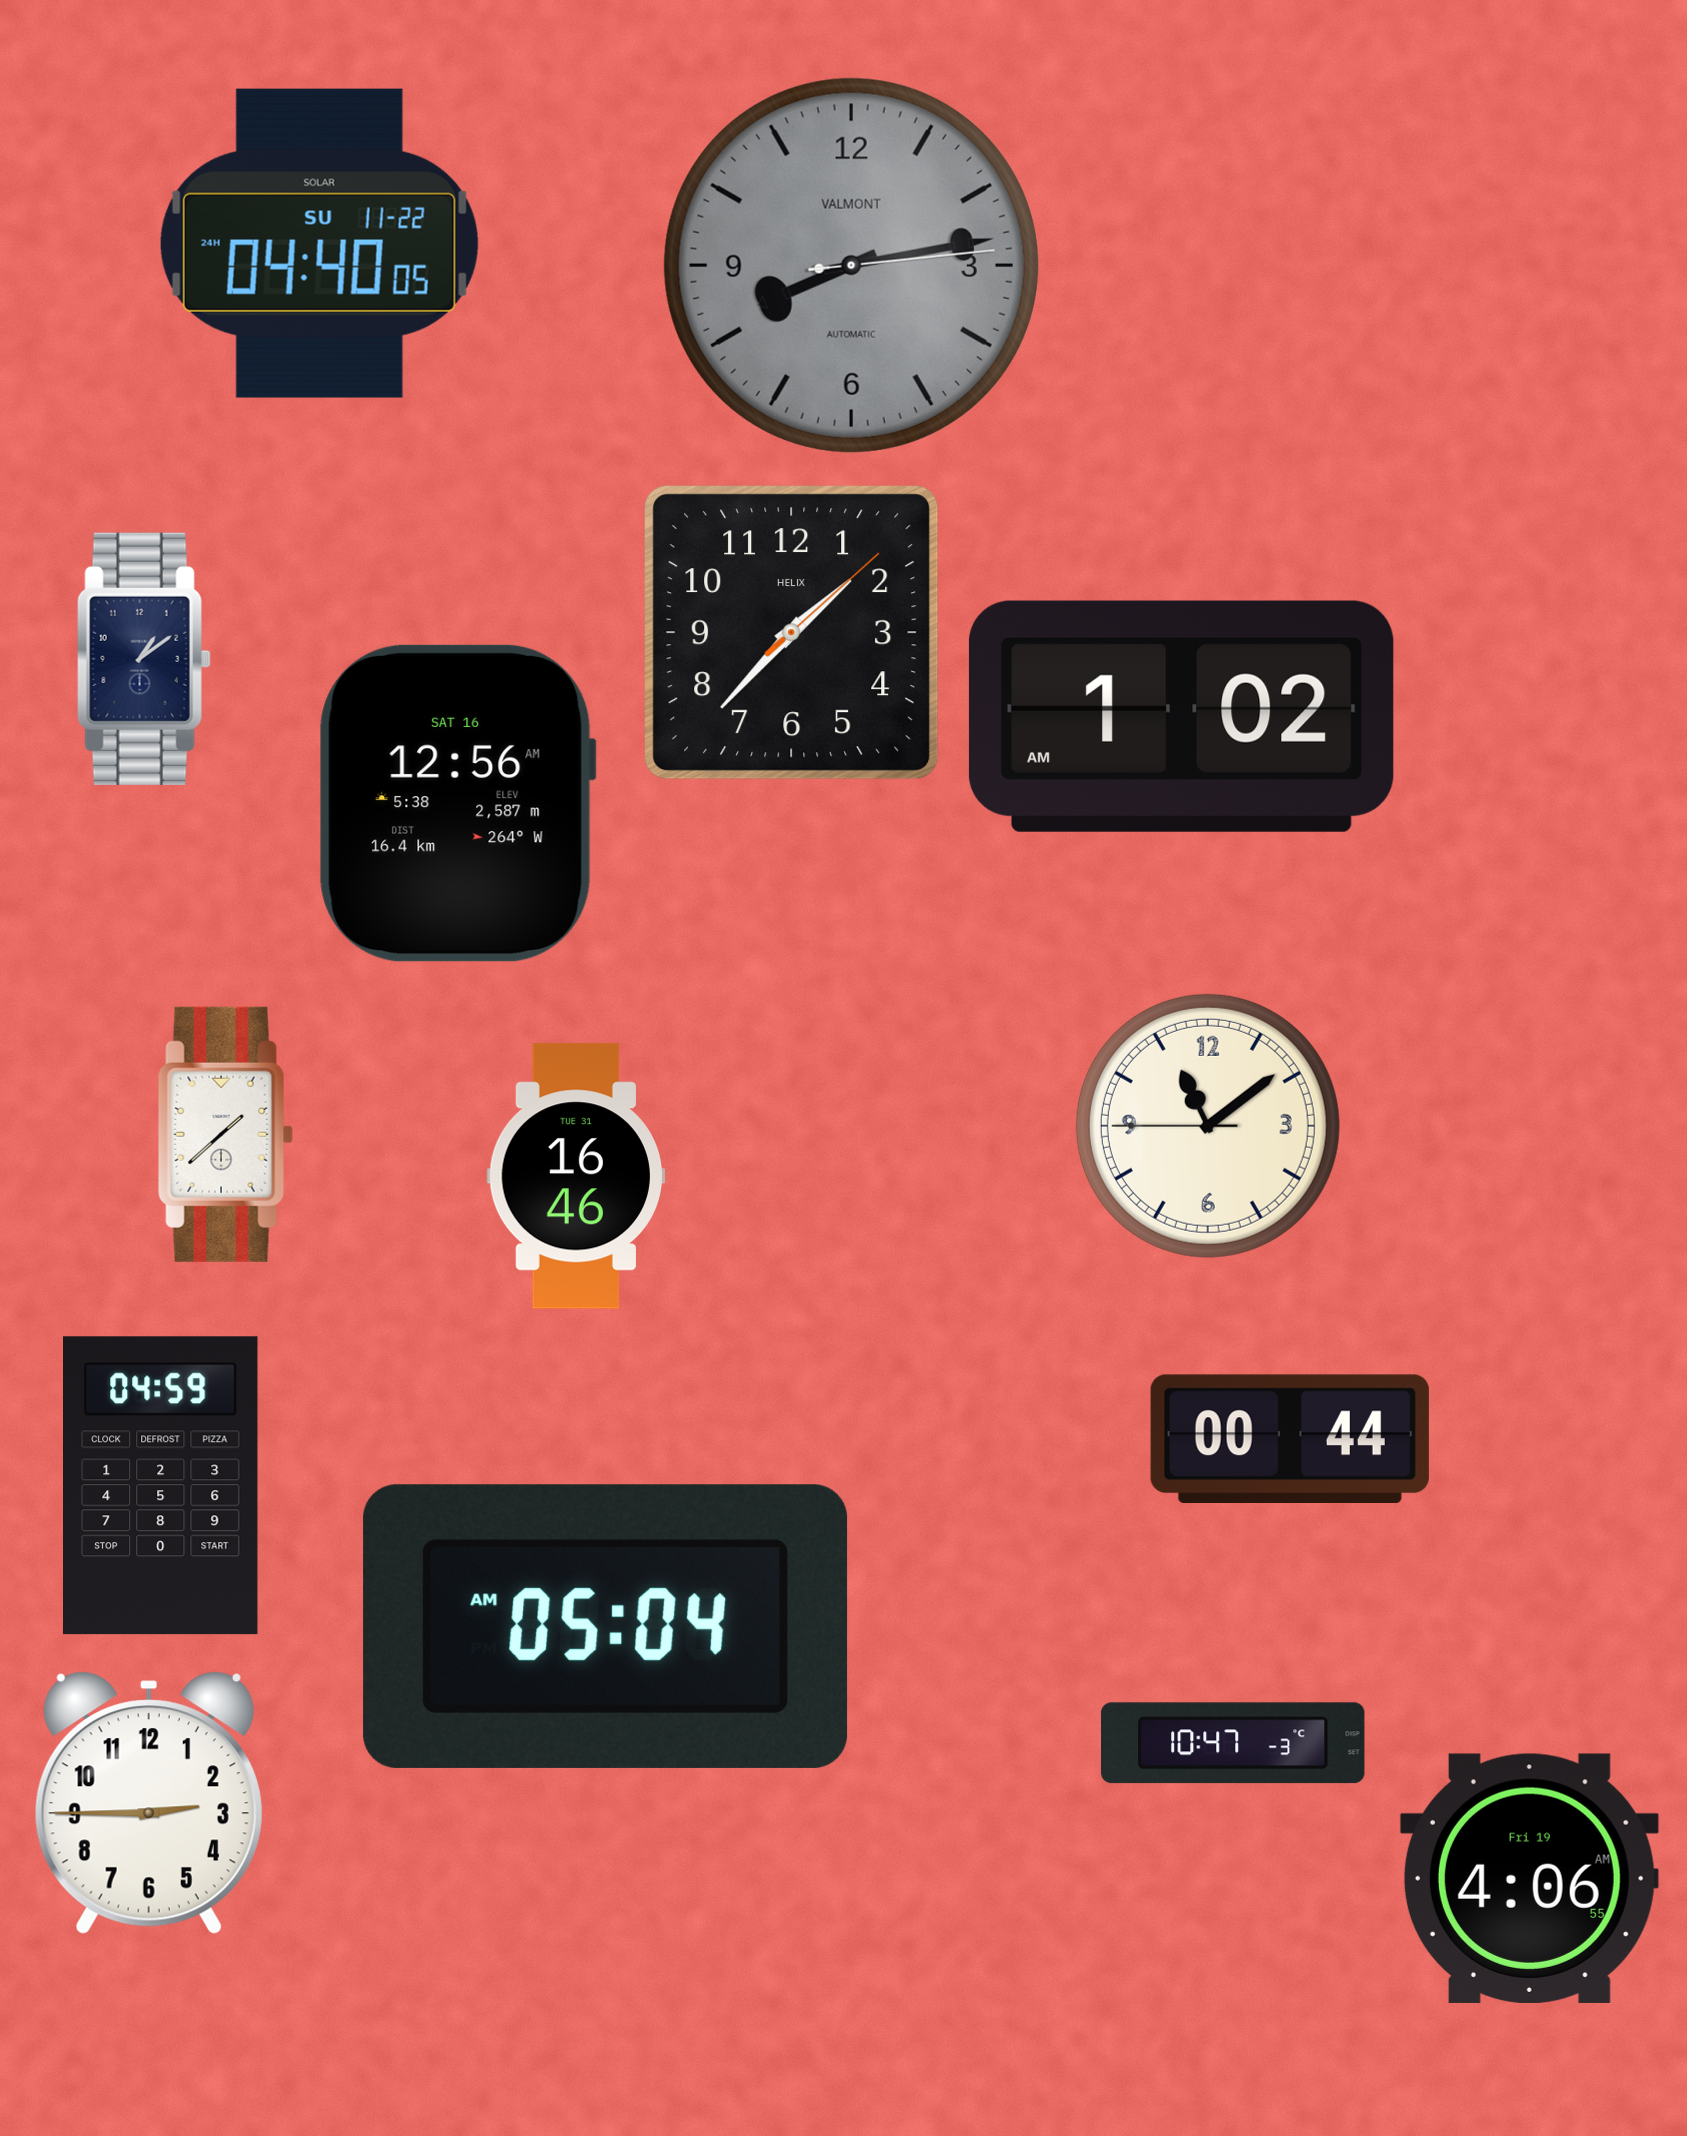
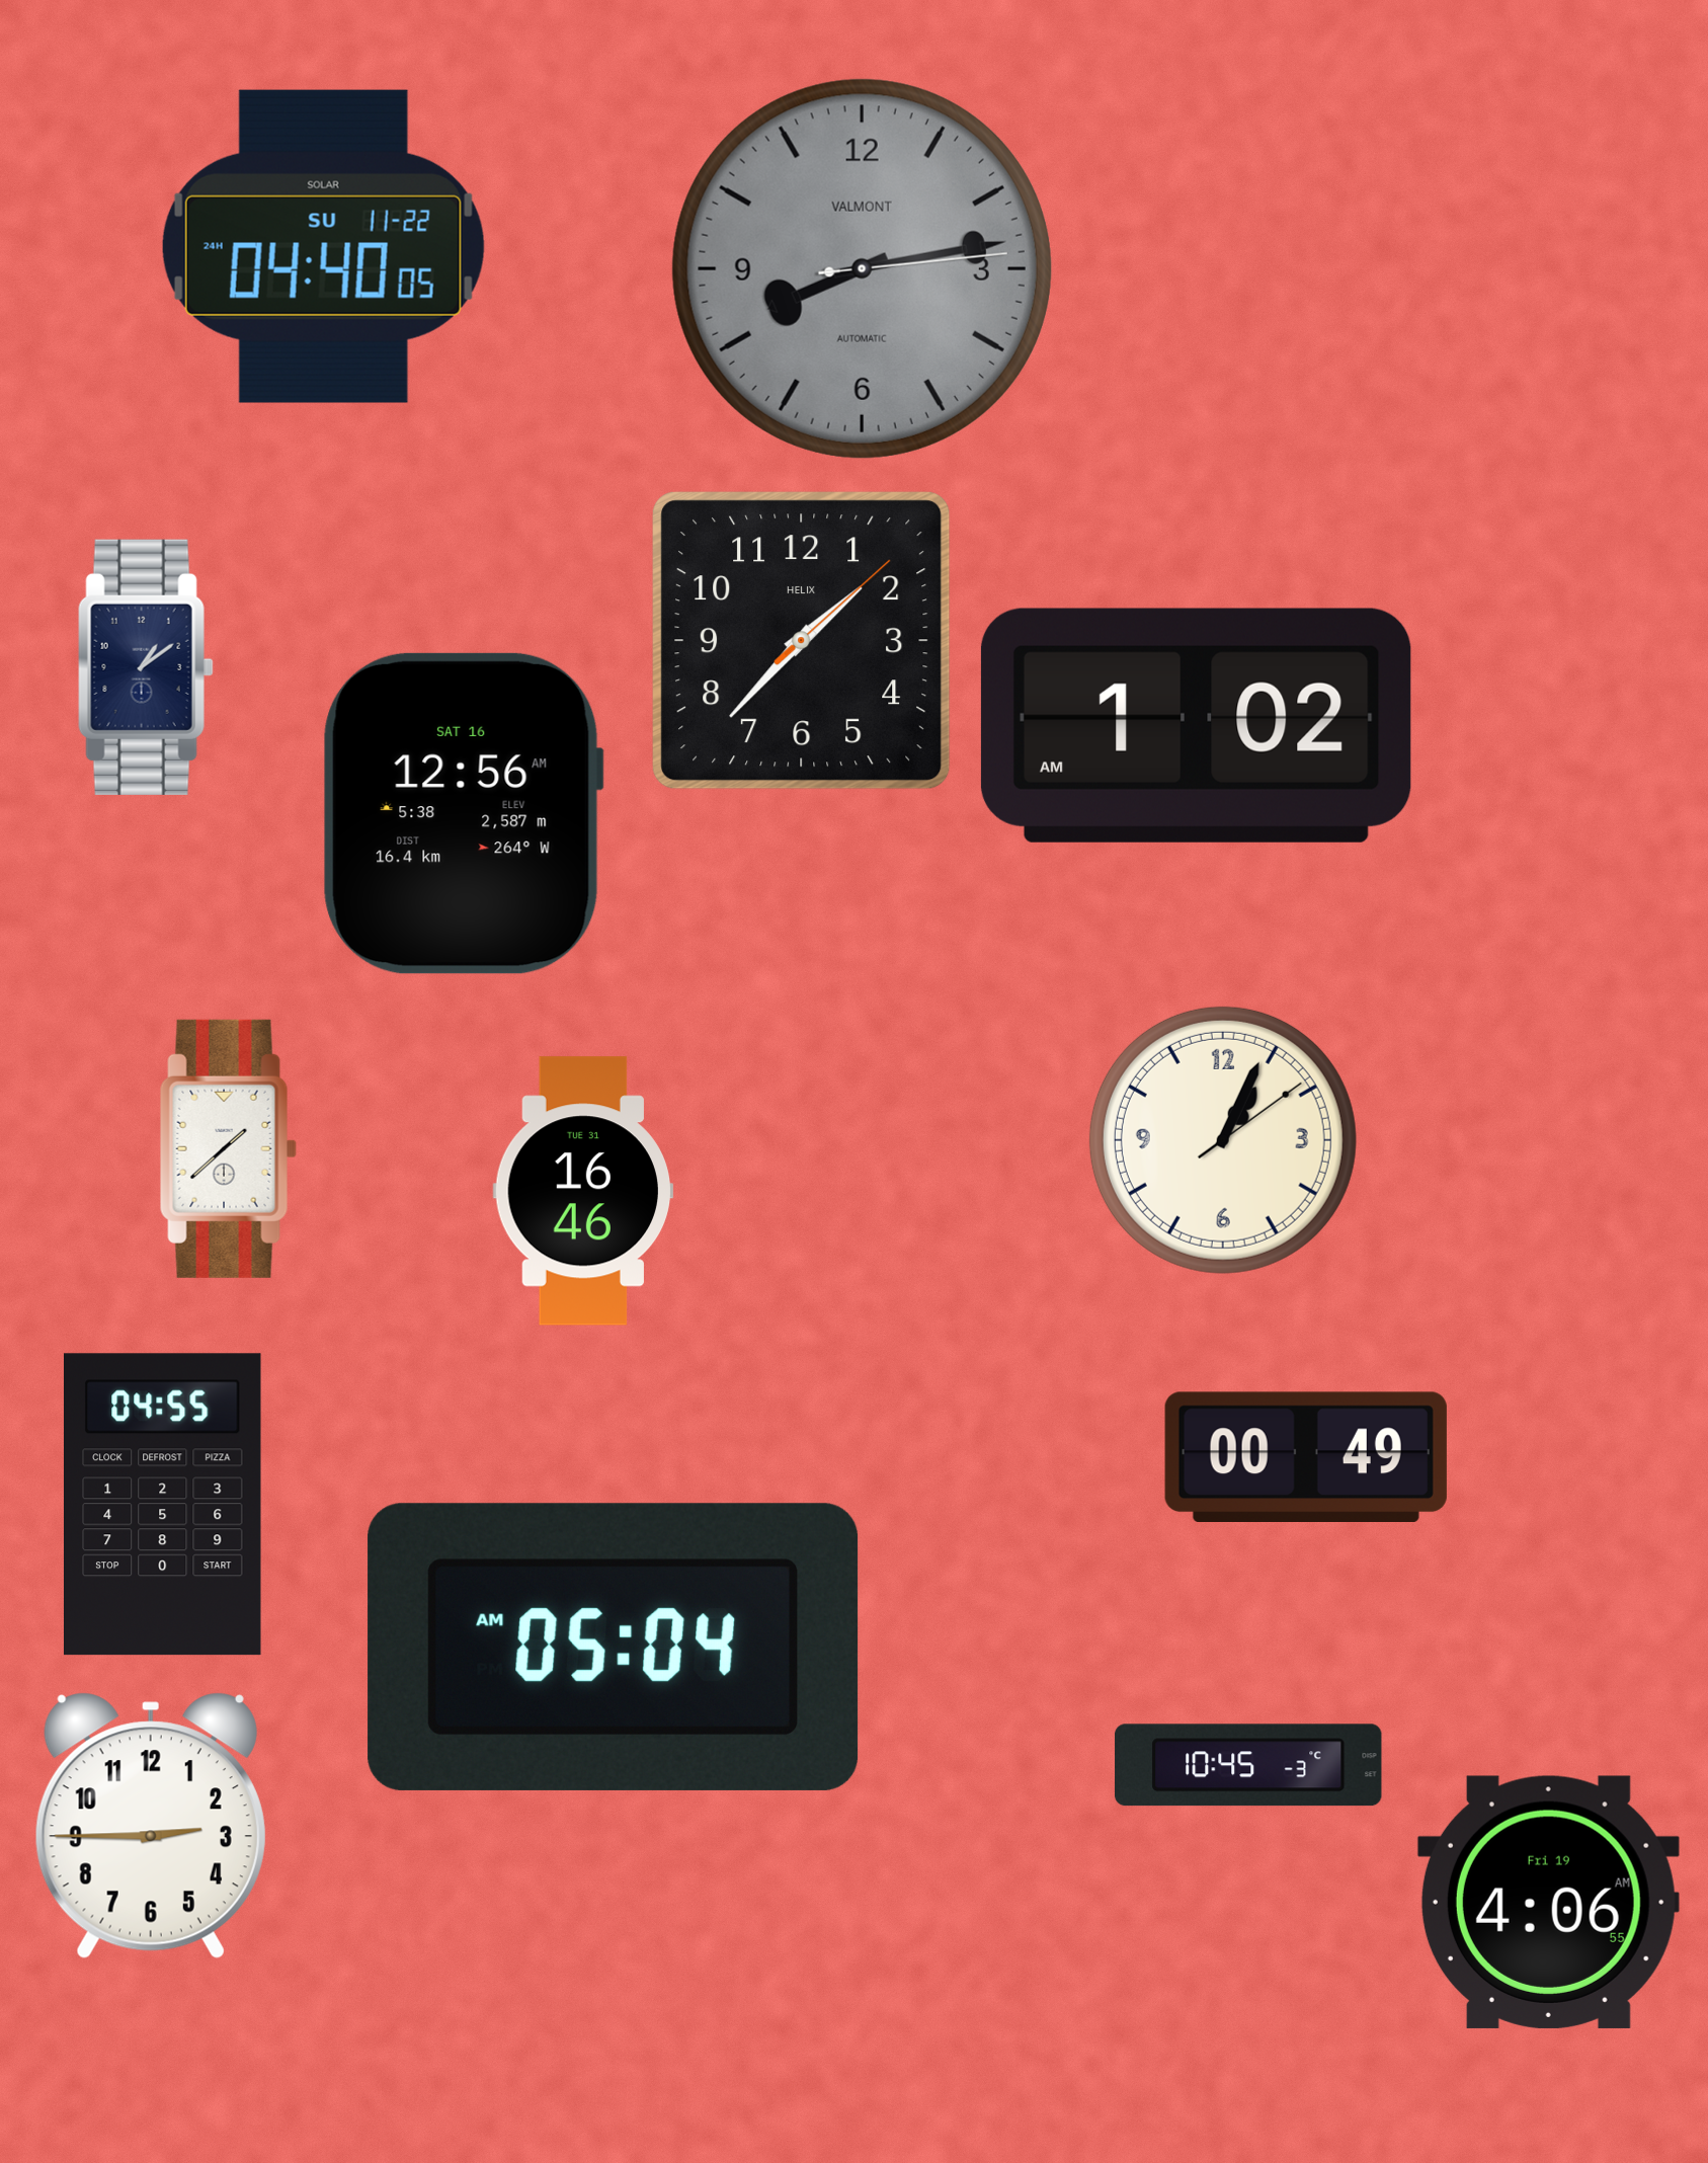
clock at (1208, 1126): 11:08 -> 1:04
clock at (1290, 1438): 00:44 -> 00:49
clock at (161, 1486): 04:59 -> 04:55
clock at (1233, 1743): 10:47 -> 10:45
